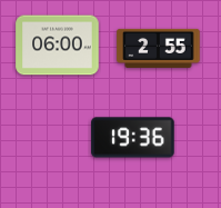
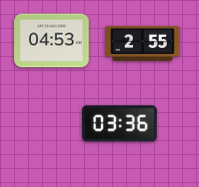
clock at (58, 46): 06:00 -> 04:53
clock at (133, 138): 19:36 -> 03:36
